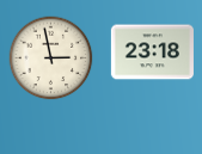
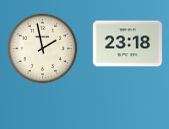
clock at (51, 58): 2:58 -> 1:58
